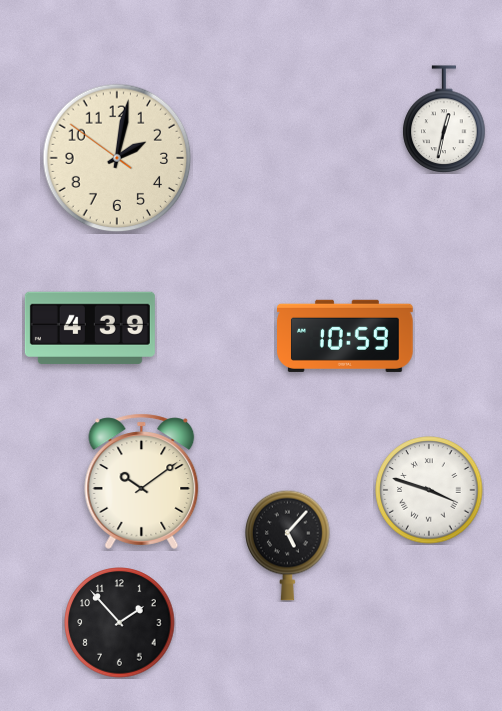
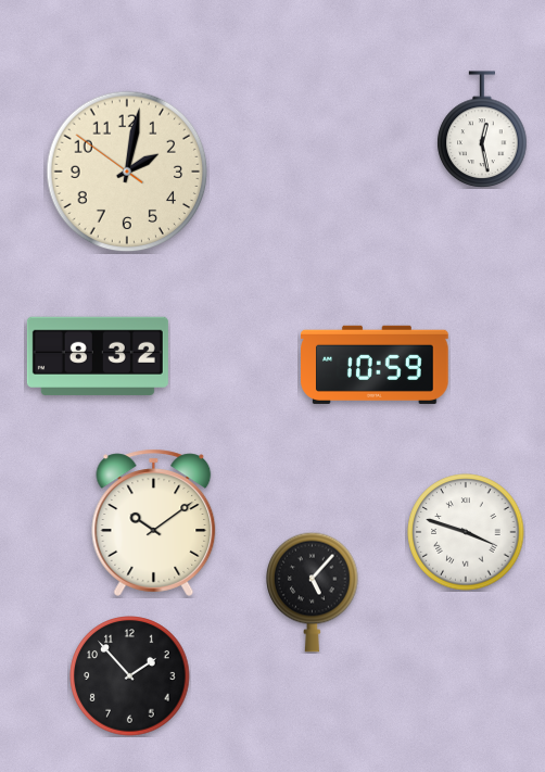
clock at (444, 119): 12:32 -> 12:28
clock at (90, 327): 4:39 -> 8:32
